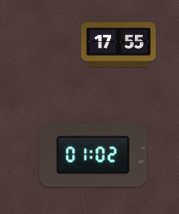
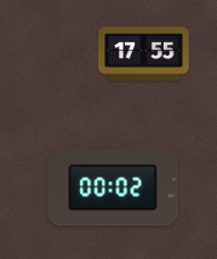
clock at (93, 155): 01:02 -> 00:02
